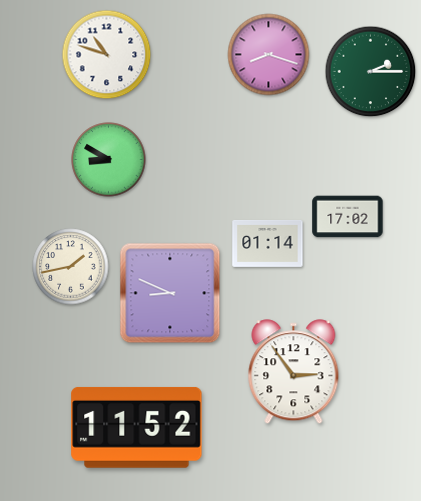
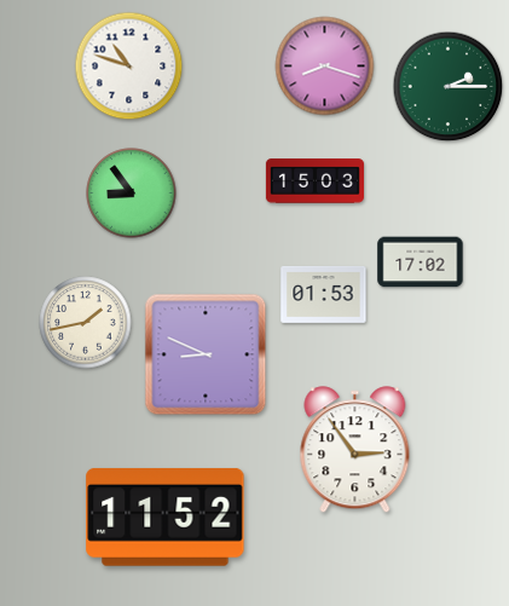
clock at (314, 181): none -> 15:03
clock at (109, 160): 8:50 -> 8:54
clock at (268, 243): 01:14 -> 01:53
